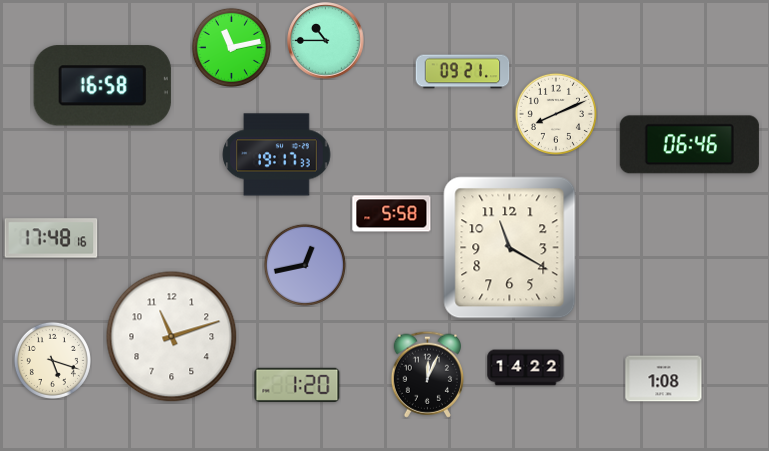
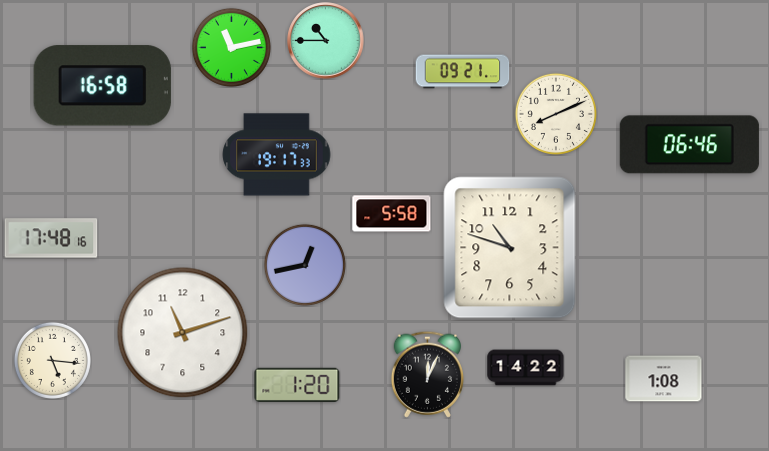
clock at (510, 248): 11:20 -> 10:48
clock at (172, 337) position: (172, 337) -> (183, 333)
clock at (52, 360): 5:18 -> 5:16
